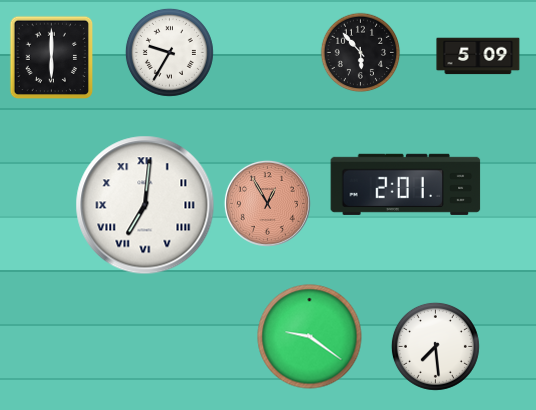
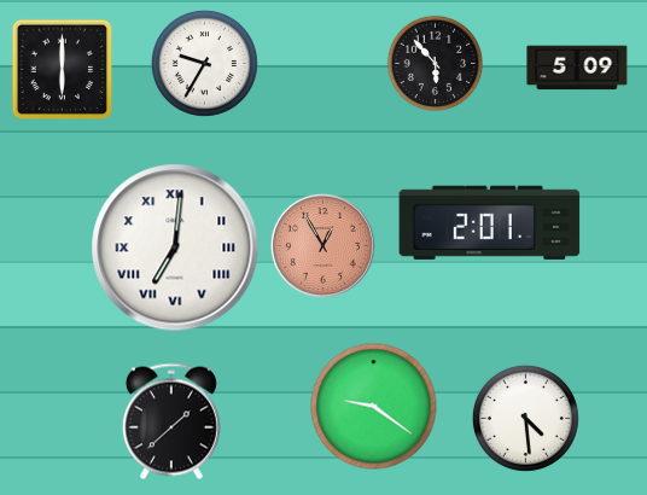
clock at (435, 346): 7:29 -> 4:29
clock at (171, 421): none -> 1:38
